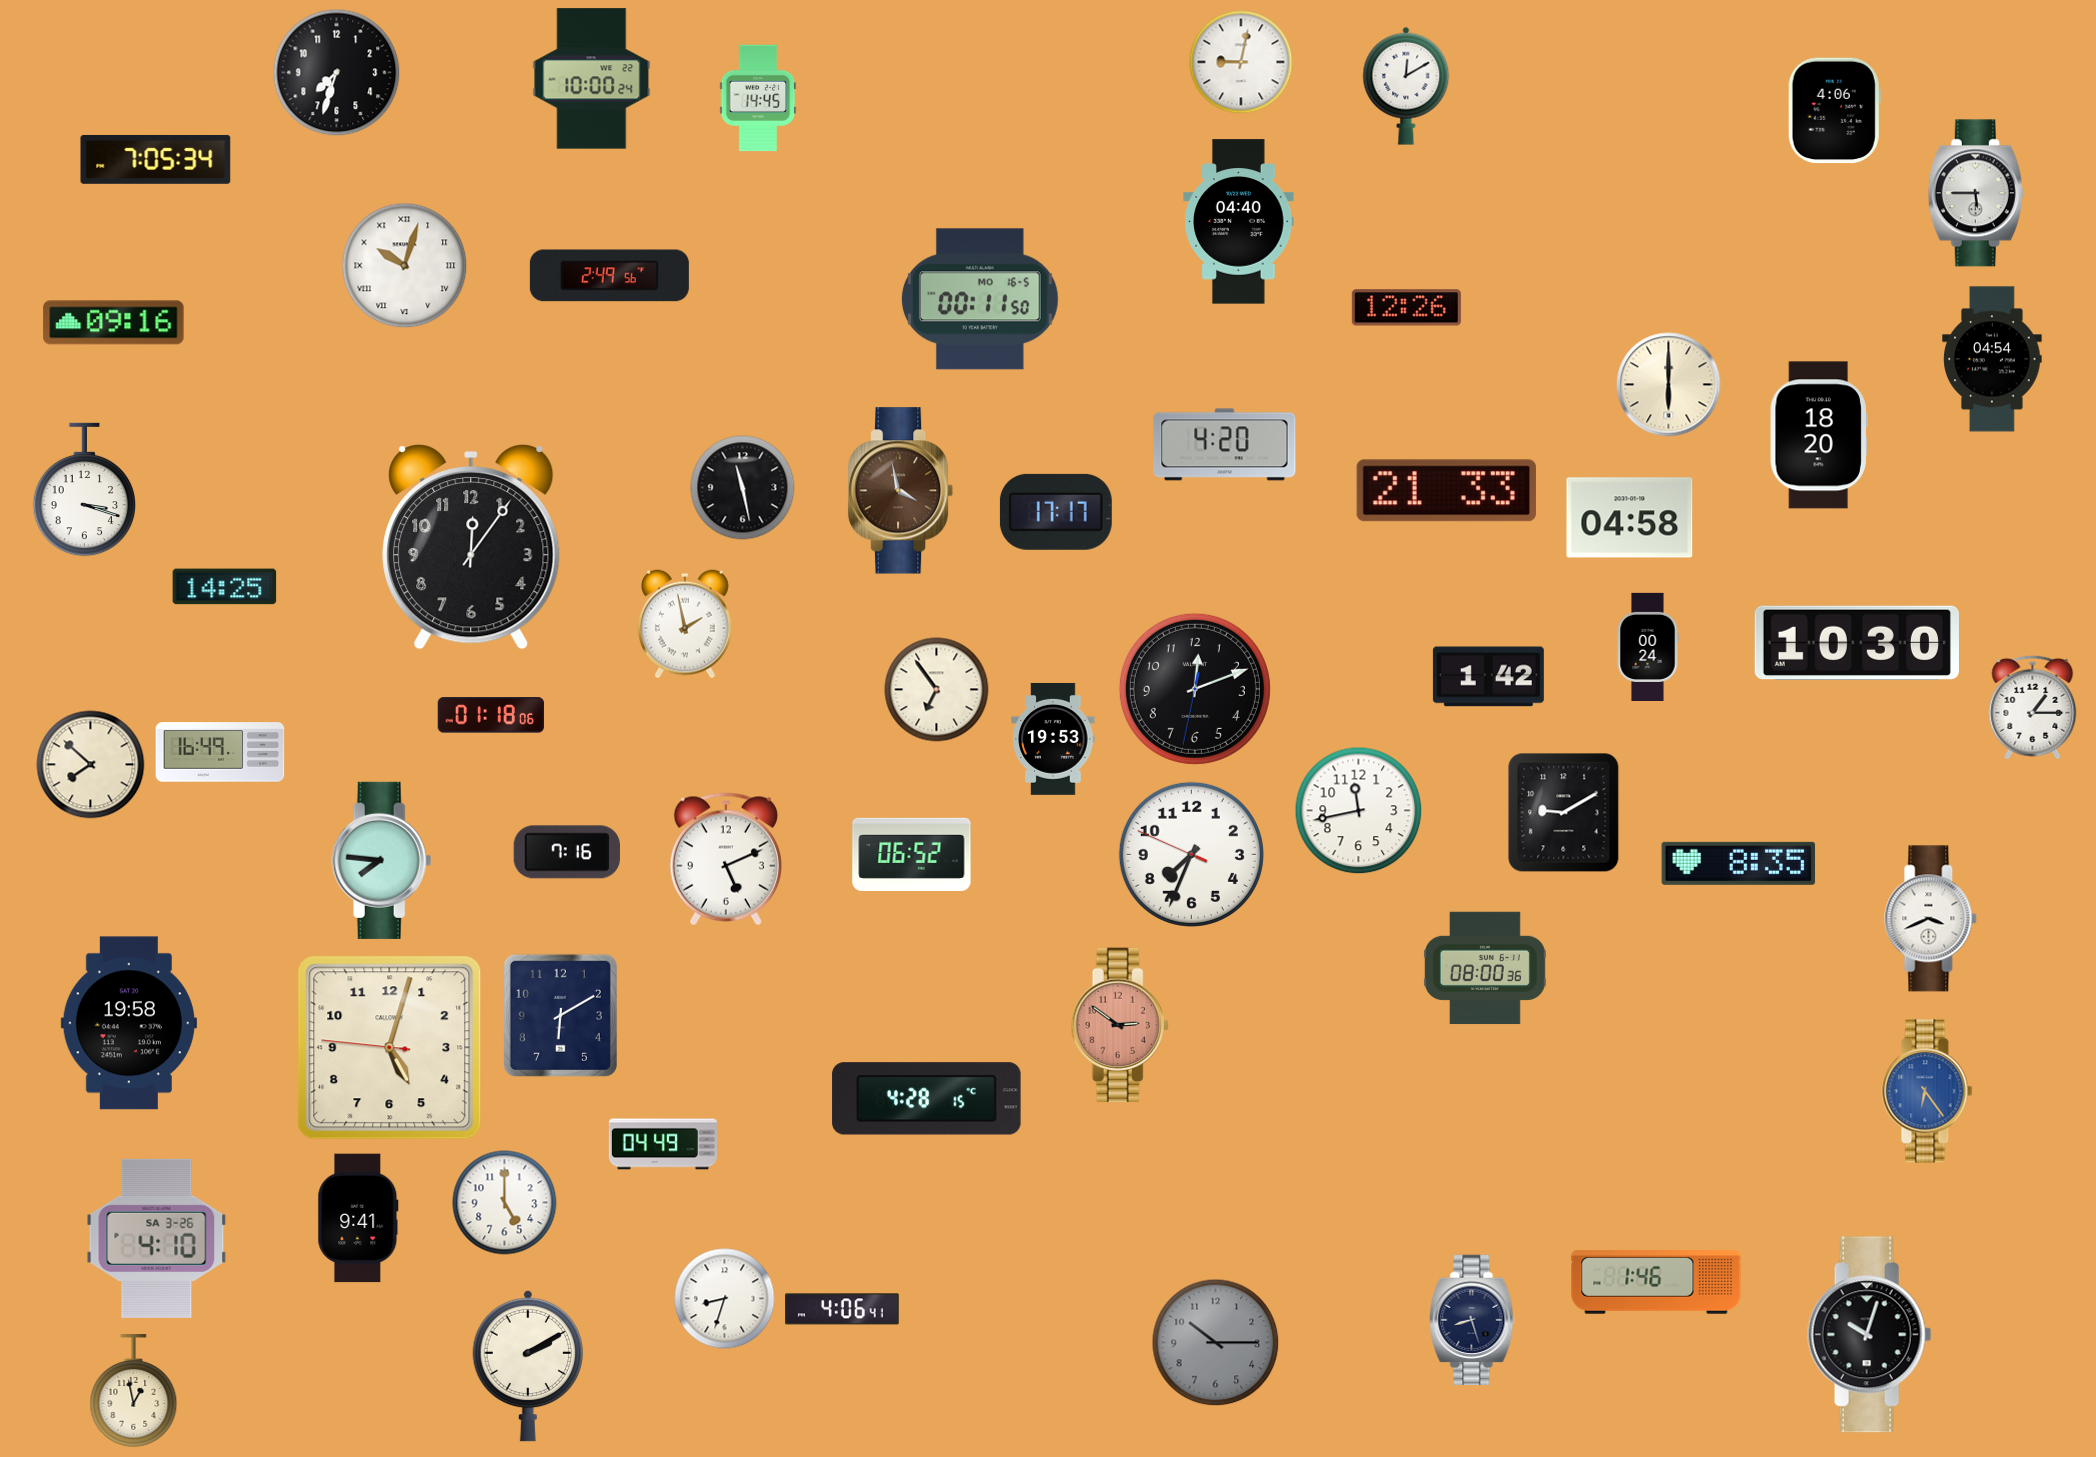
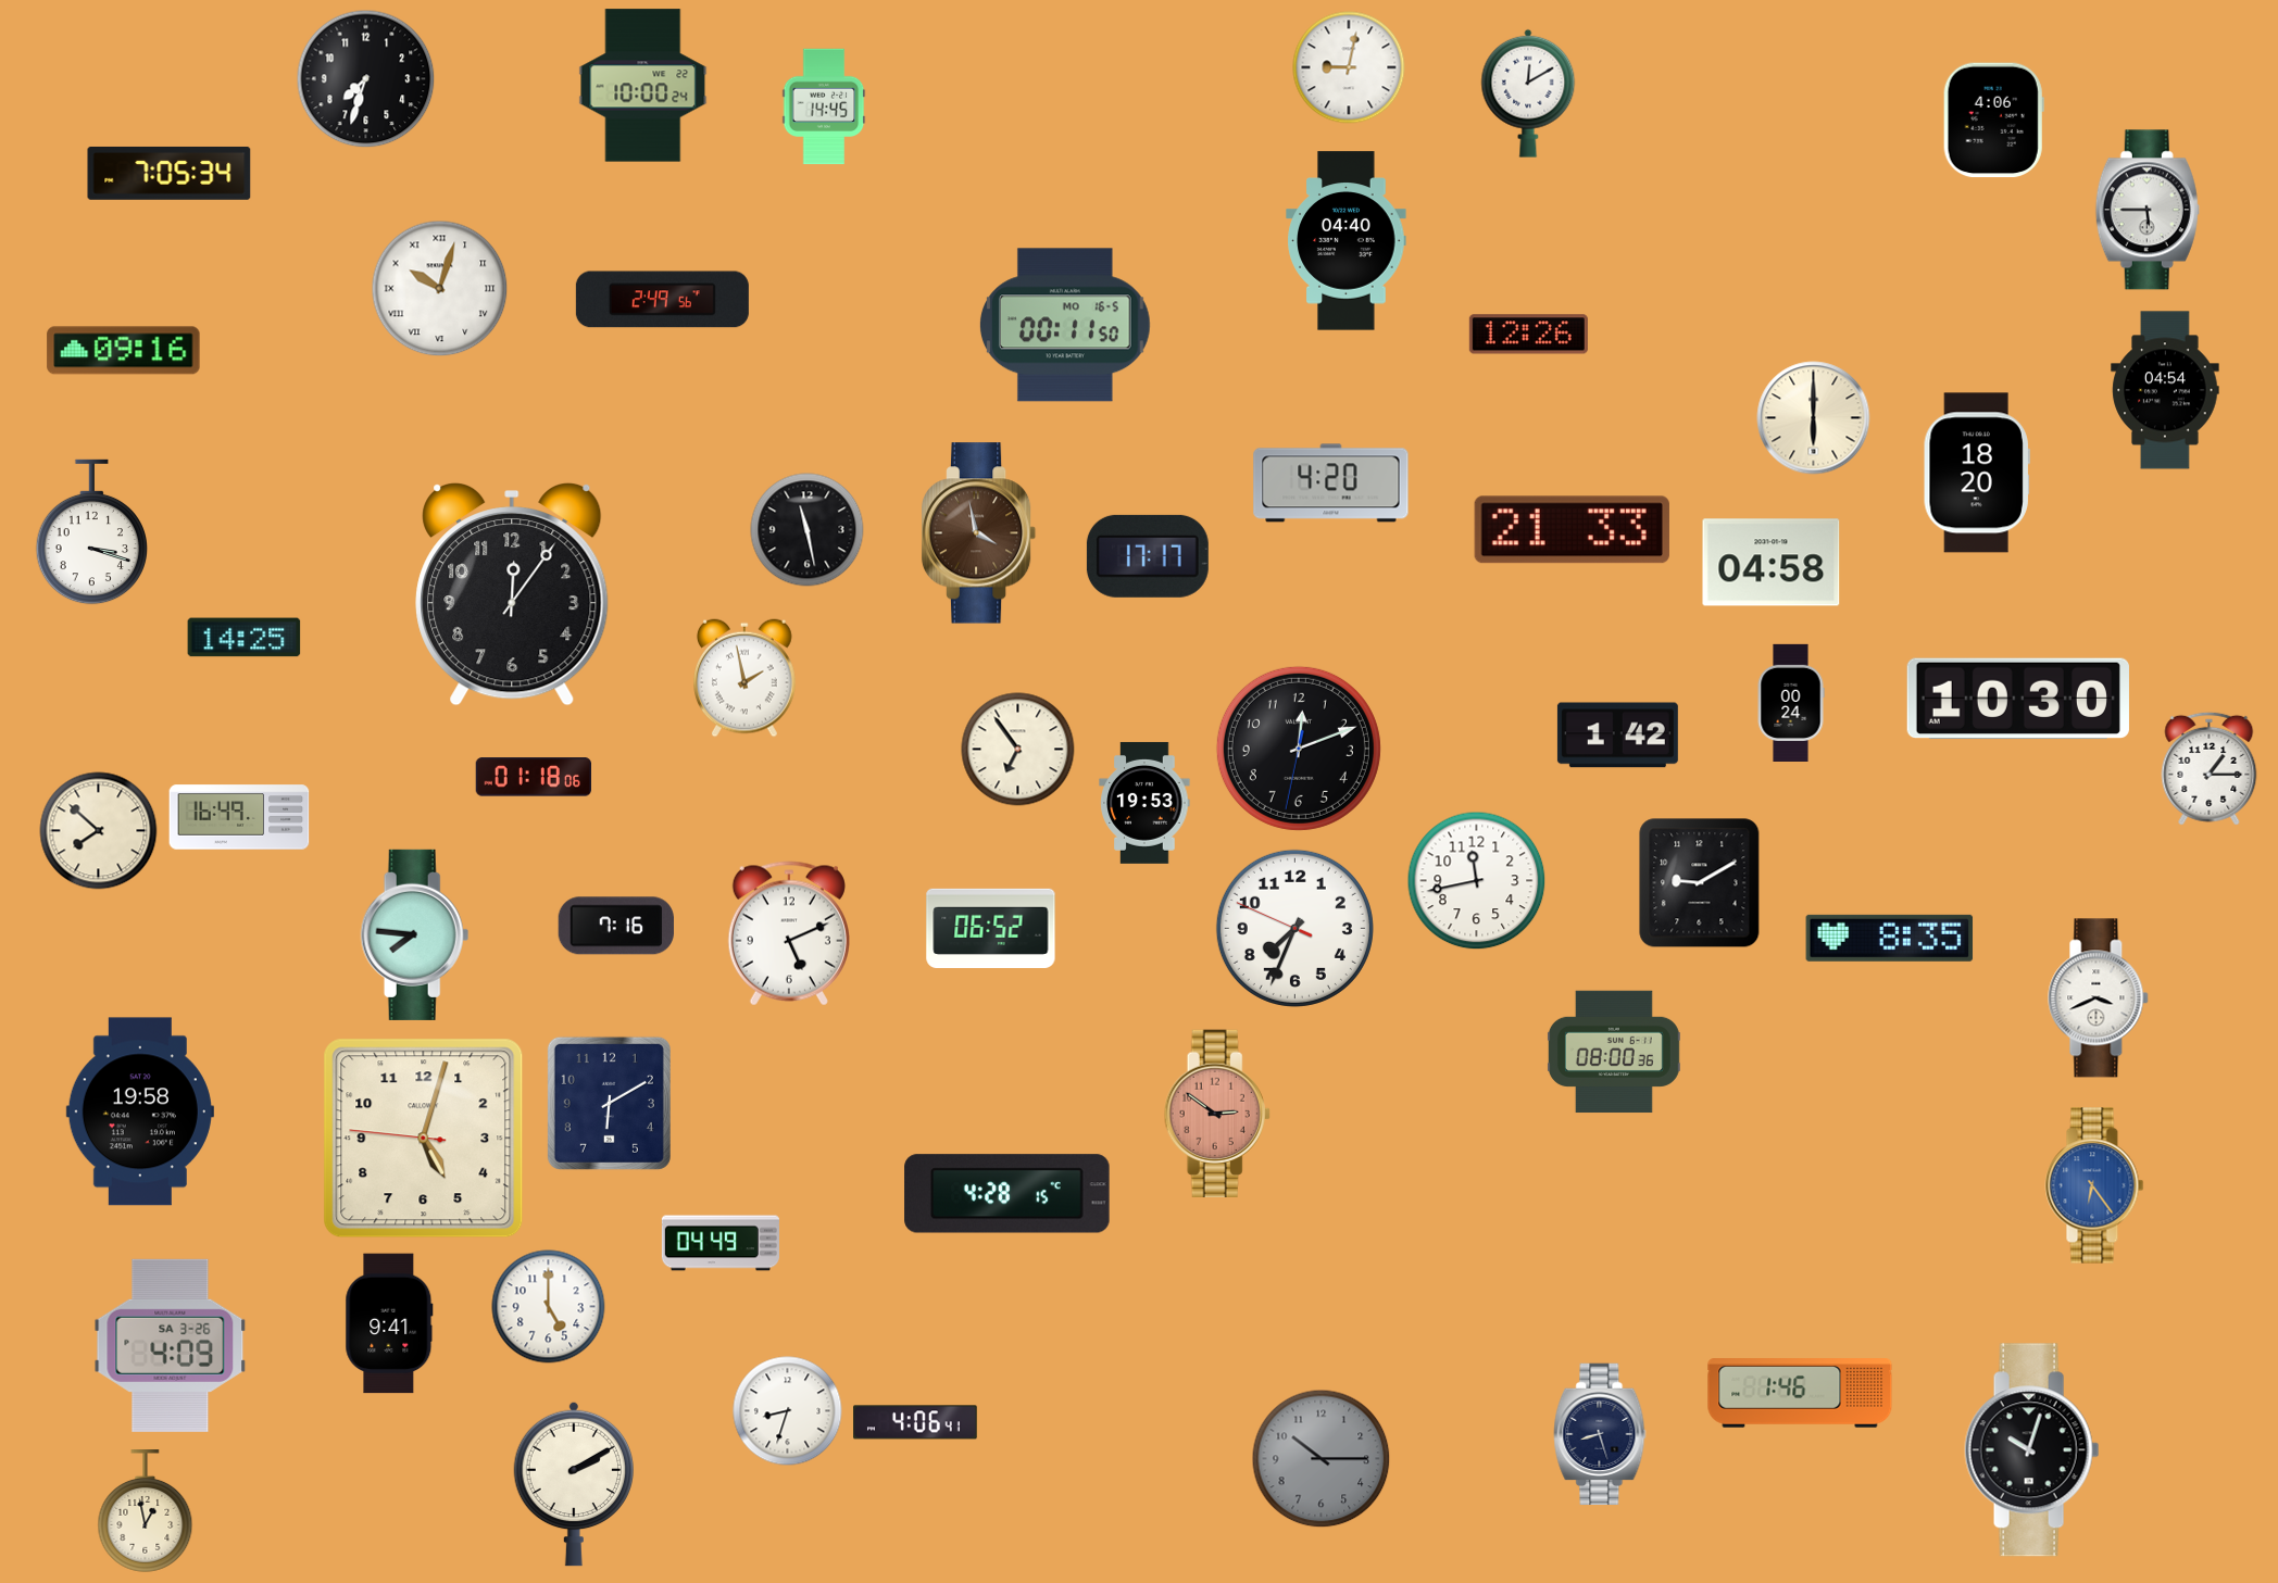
clock at (1446, 491) position: (1446, 491) -> (1572, 530)
clock at (157, 1238): 4:10 -> 4:09
